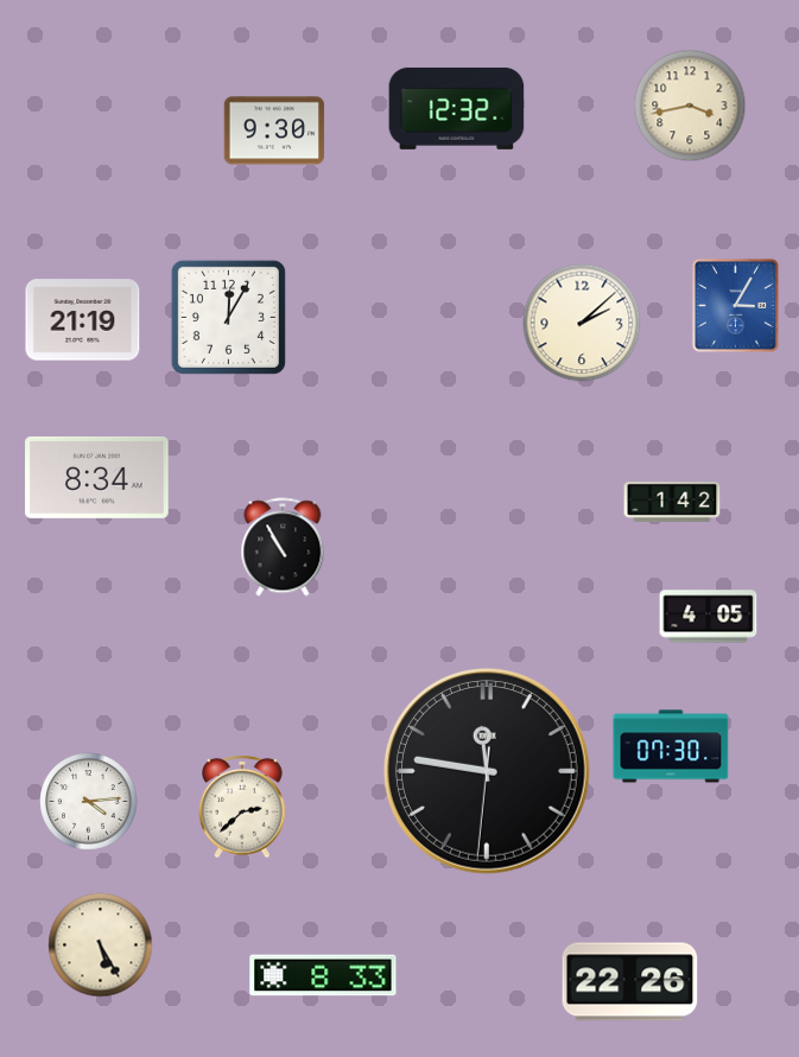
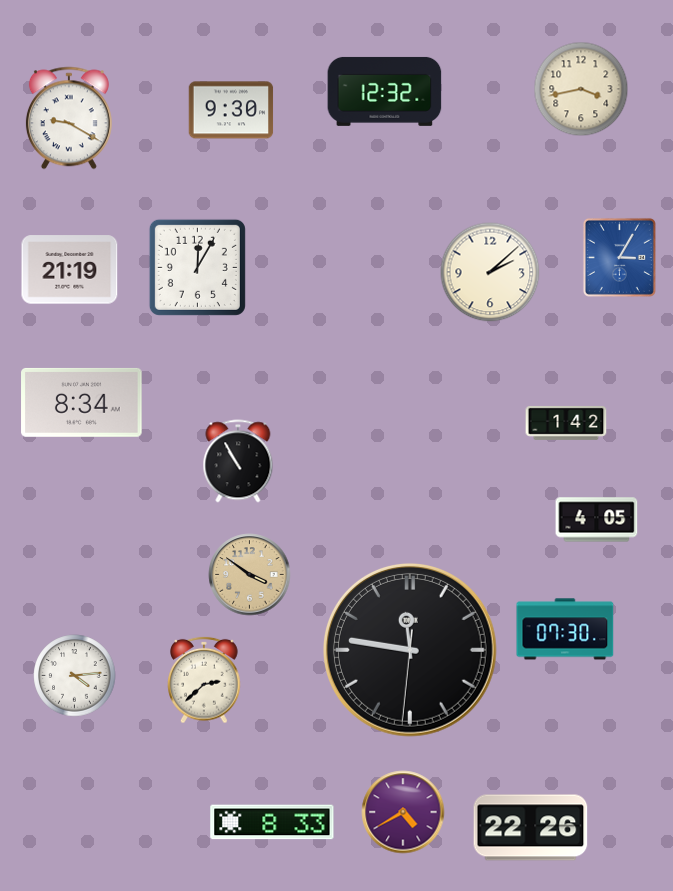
clock at (69, 118): none -> 9:20
clock at (228, 317) position: (228, 317) -> (197, 267)
clock at (250, 575): none -> 3:51
clock at (101, 945): 5:25 -> none
clock at (403, 812): none -> 4:40
